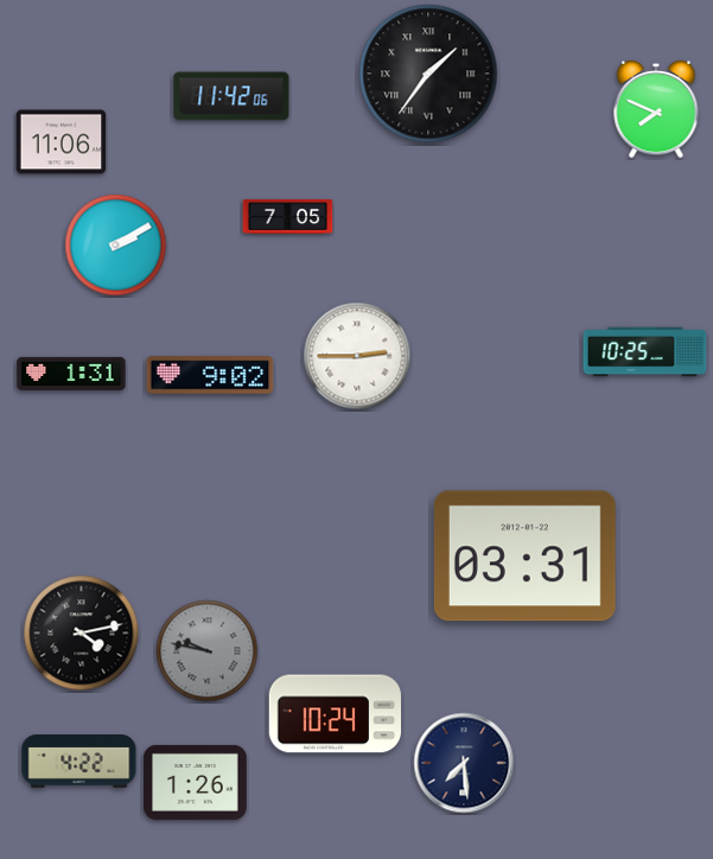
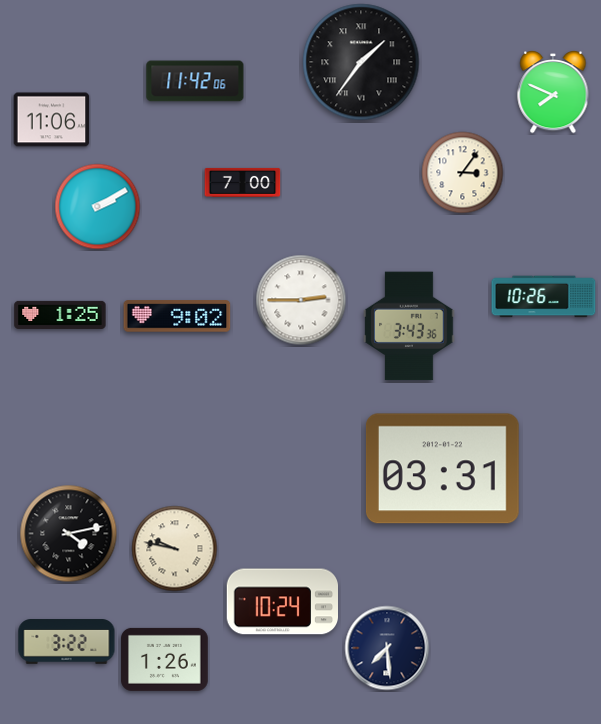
clock at (463, 173): none -> 3:06
clock at (288, 216): 7:05 -> 7:00
clock at (645, 352): 10:25 -> 10:26
clock at (71, 374): 1:31 -> 1:25
clock at (409, 326): none -> 3:43
clock at (208, 651) dial: grey -> cream
clock at (79, 762): 4:22 -> 3:22
clock at (464, 763) position: (464, 763) -> (387, 648)
